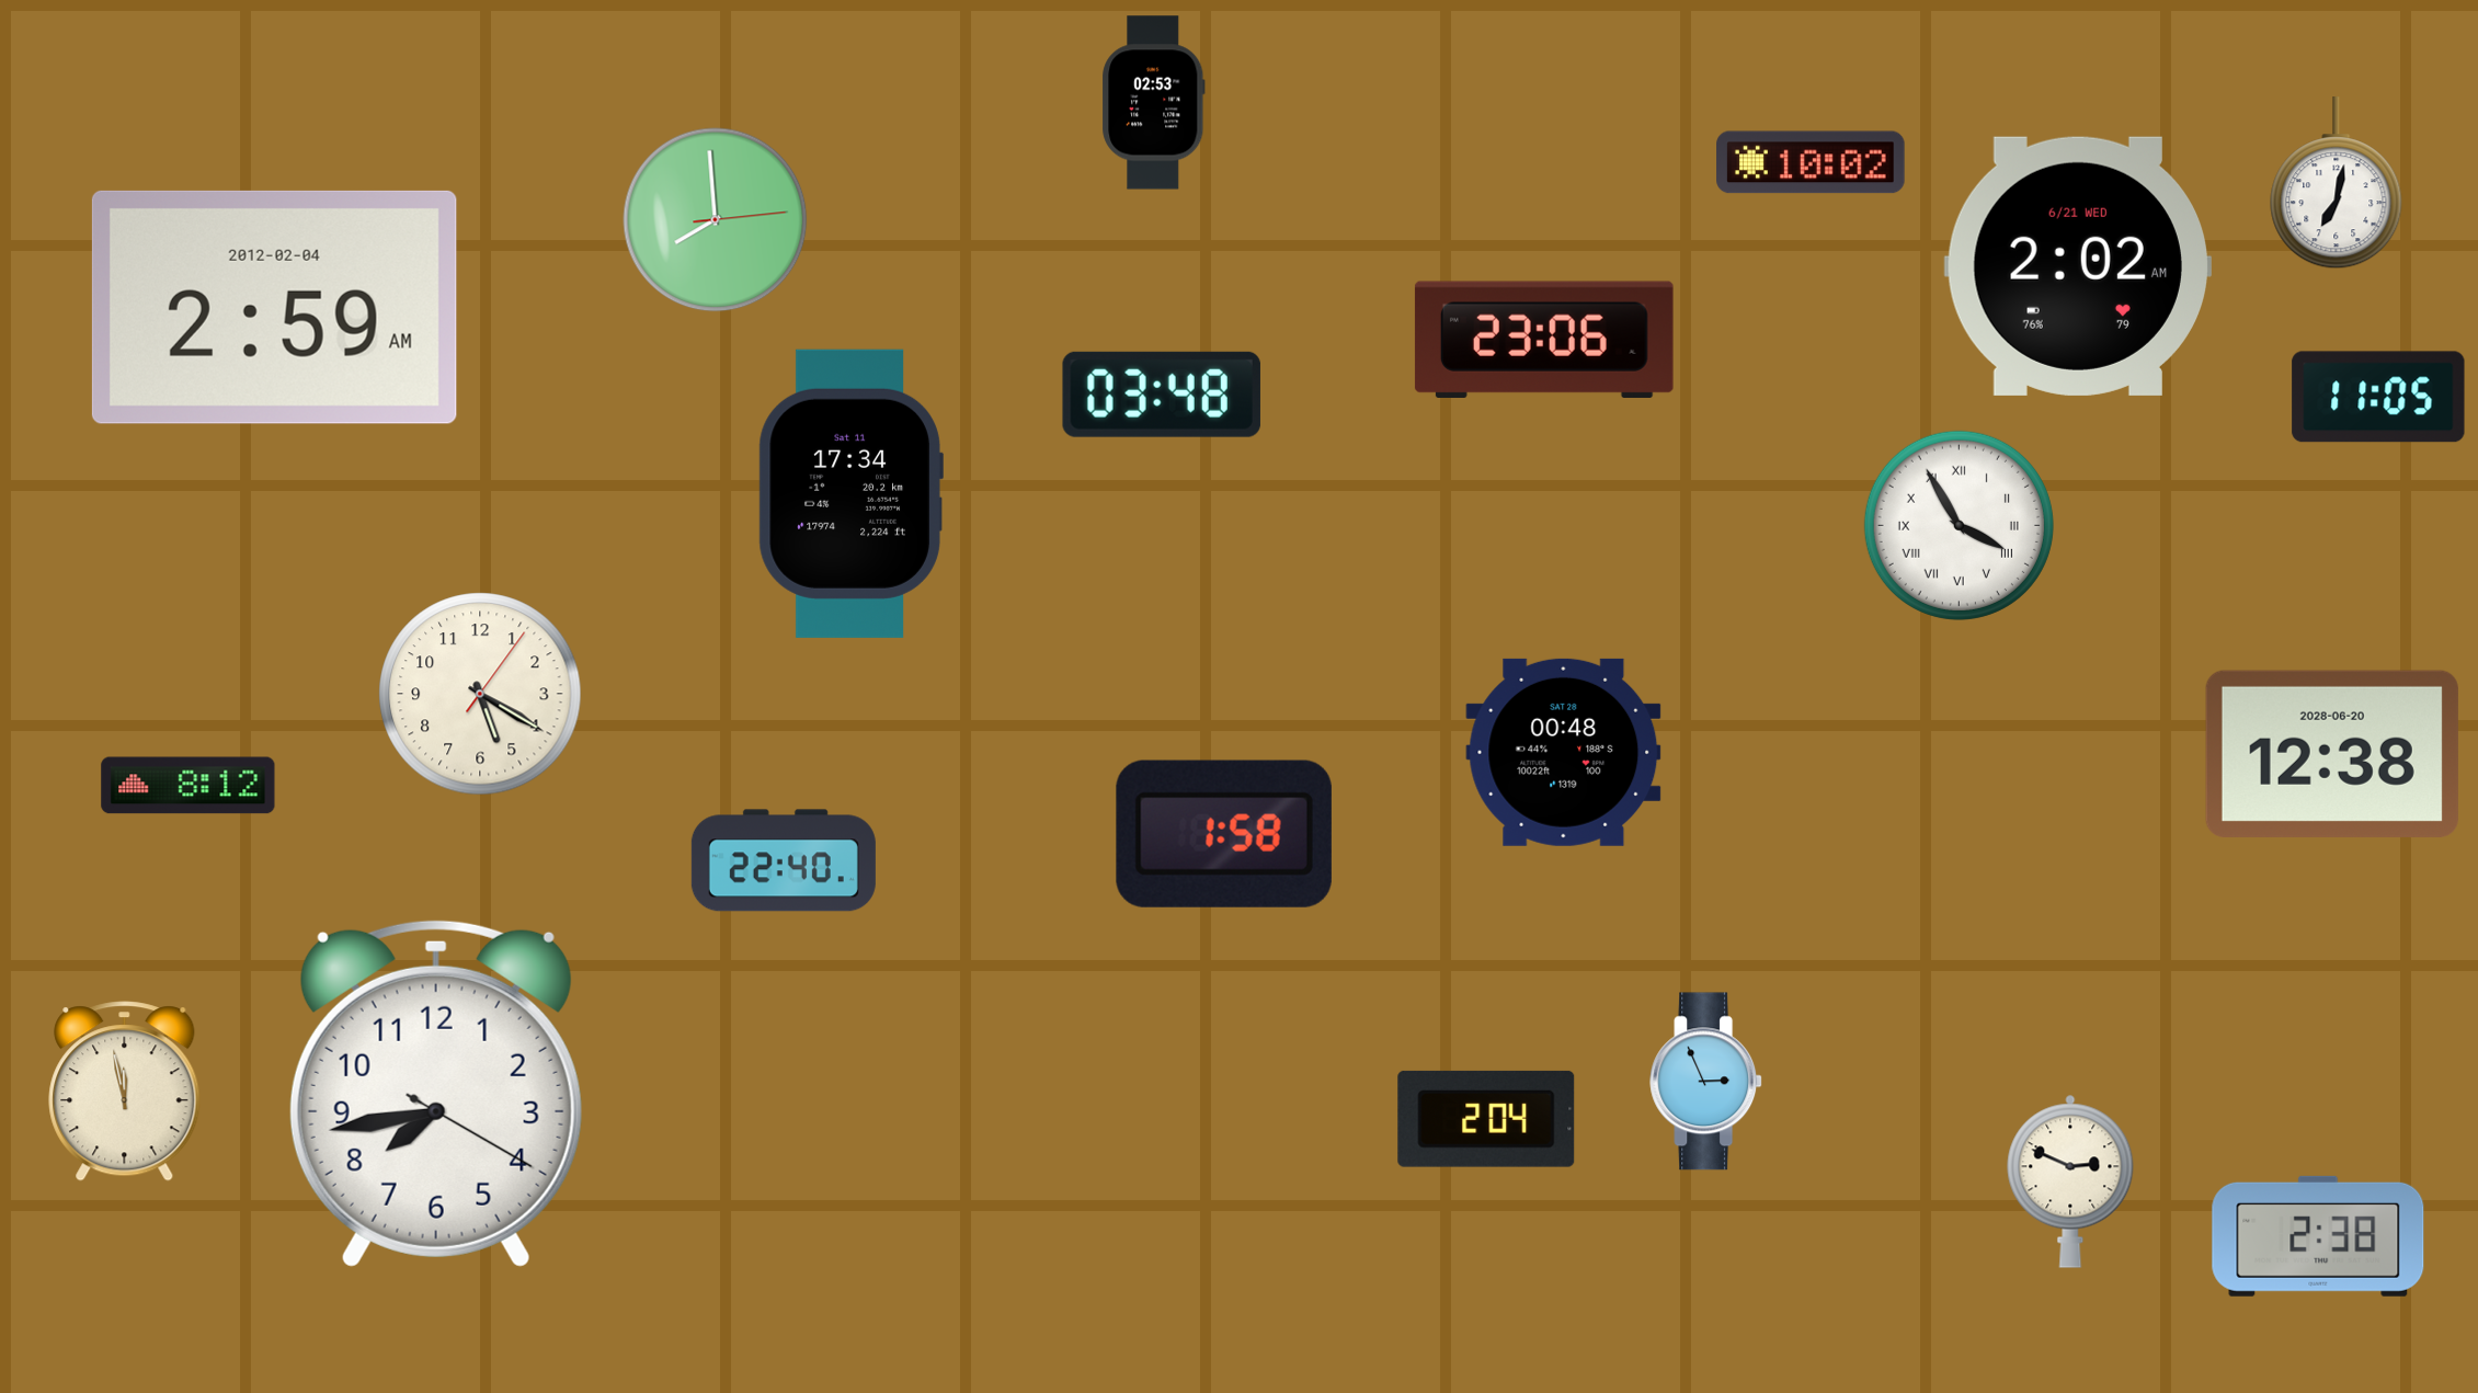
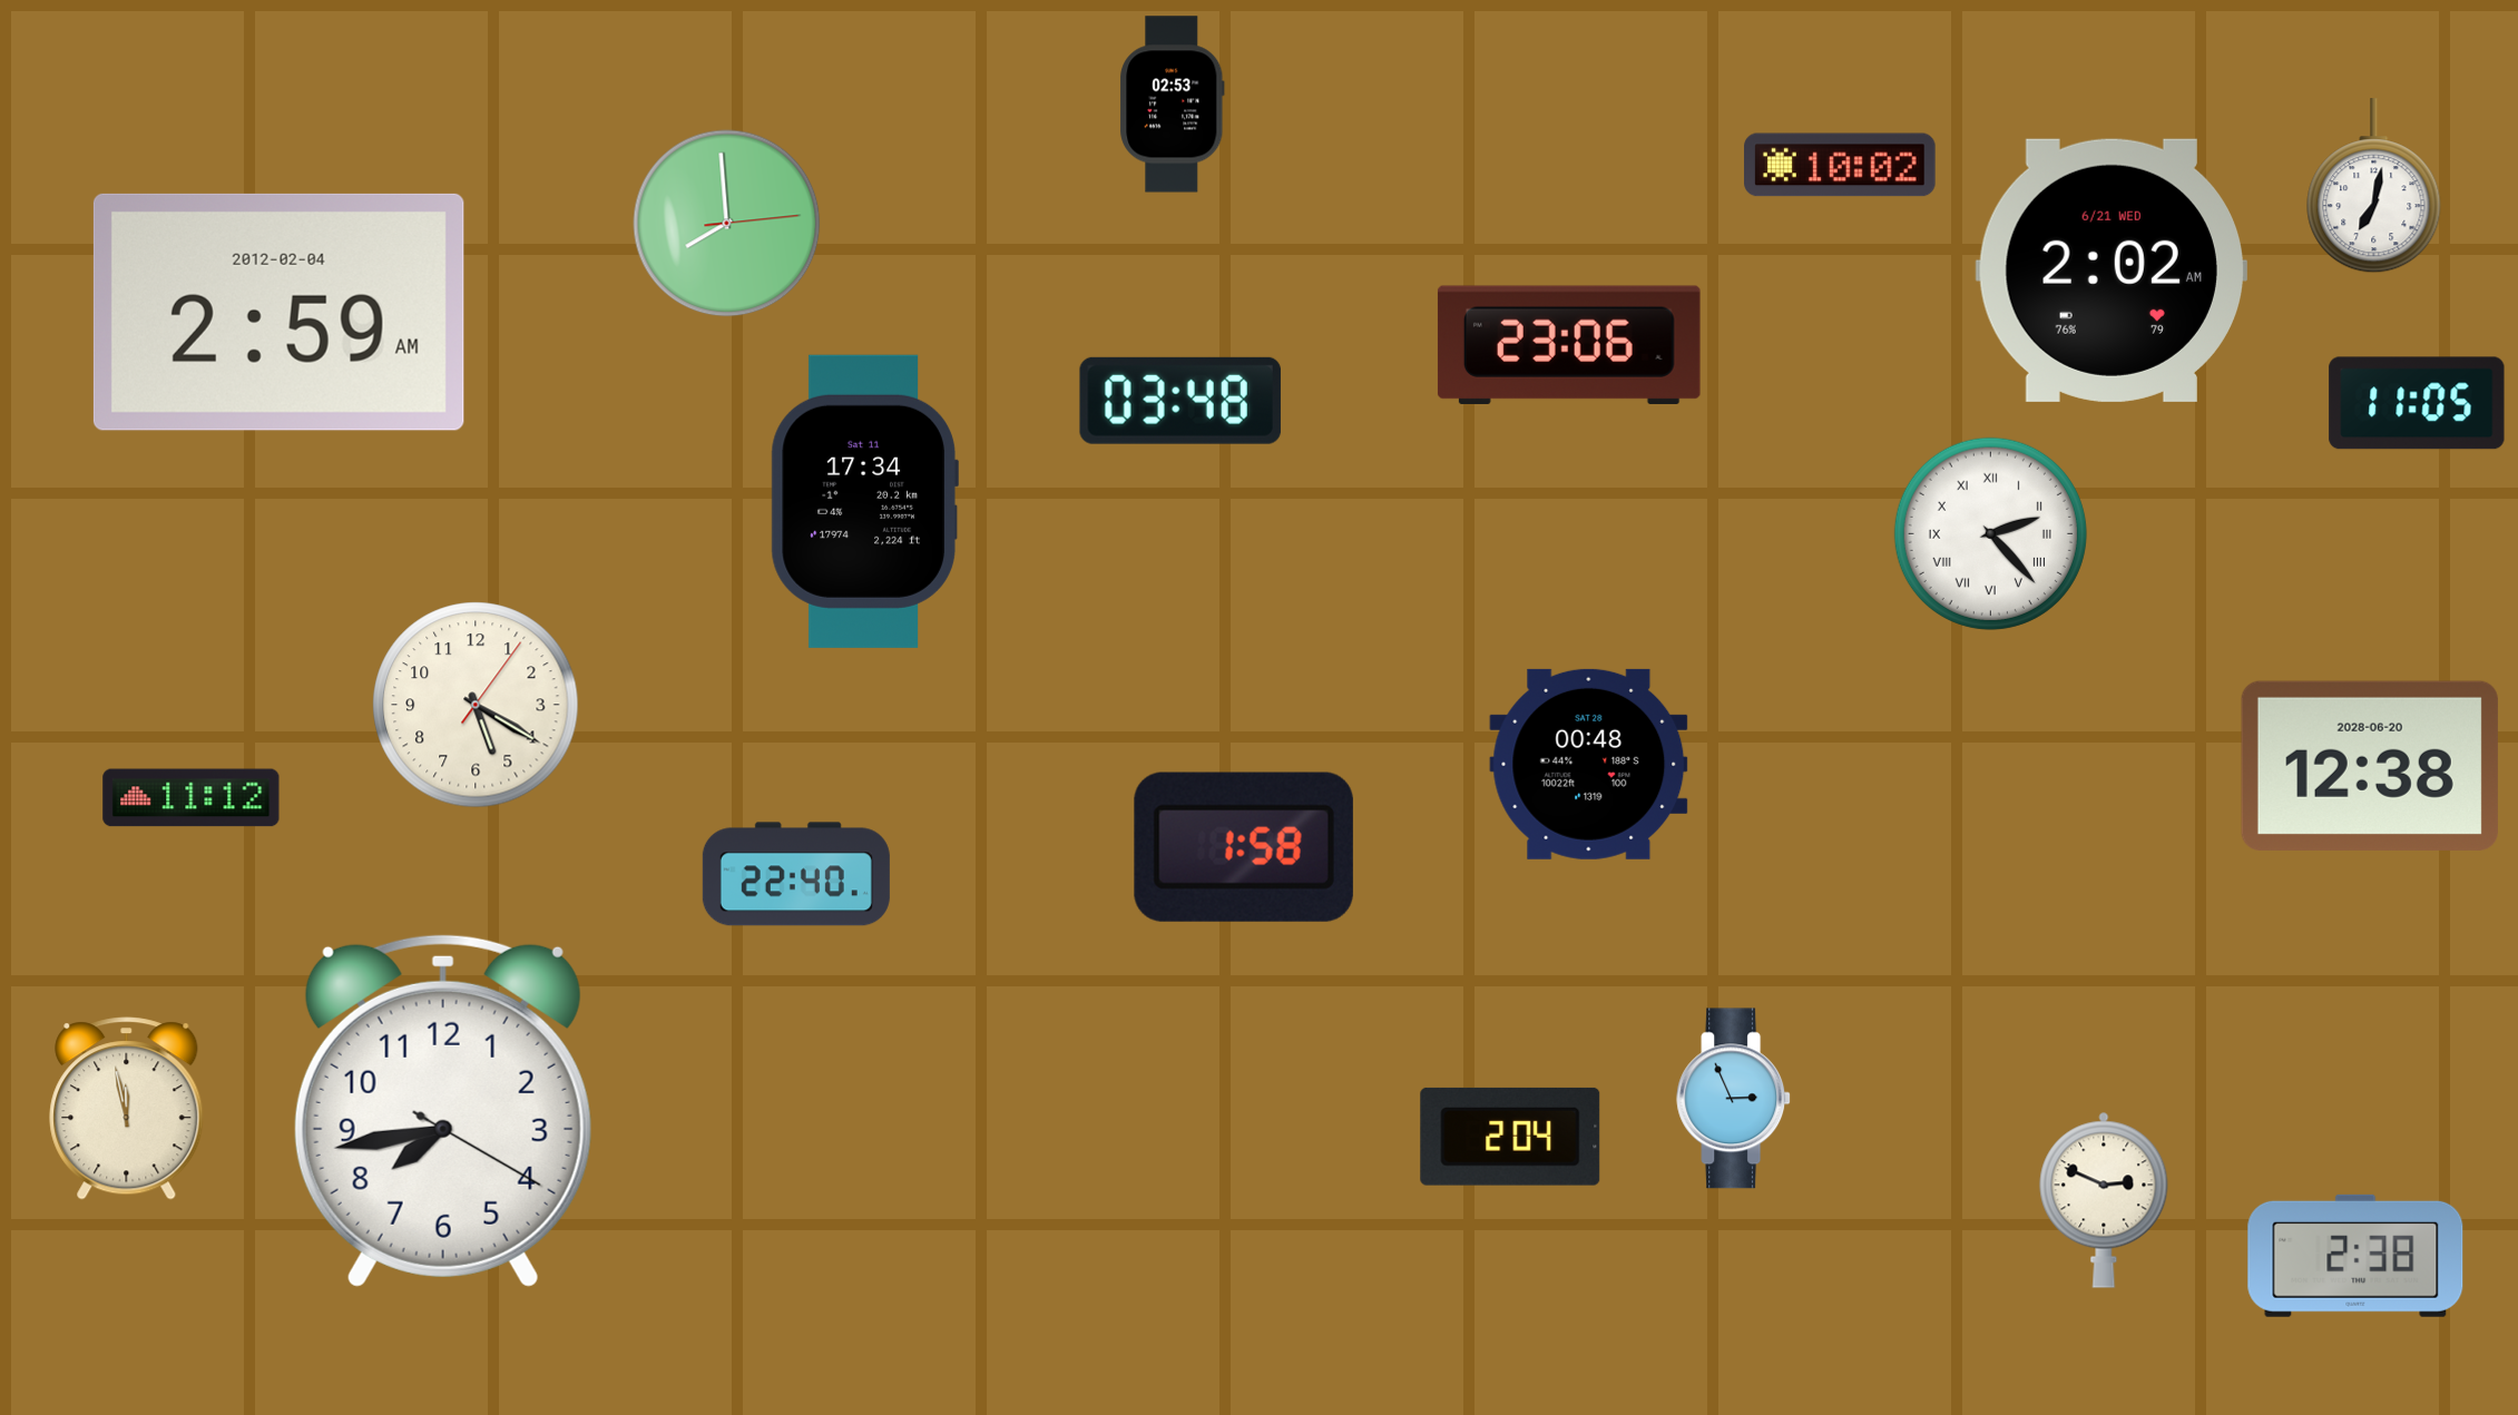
clock at (1959, 525): 3:55 -> 2:23
clock at (480, 694) position: (480, 694) -> (476, 705)
clock at (189, 786): 8:12 -> 11:12
